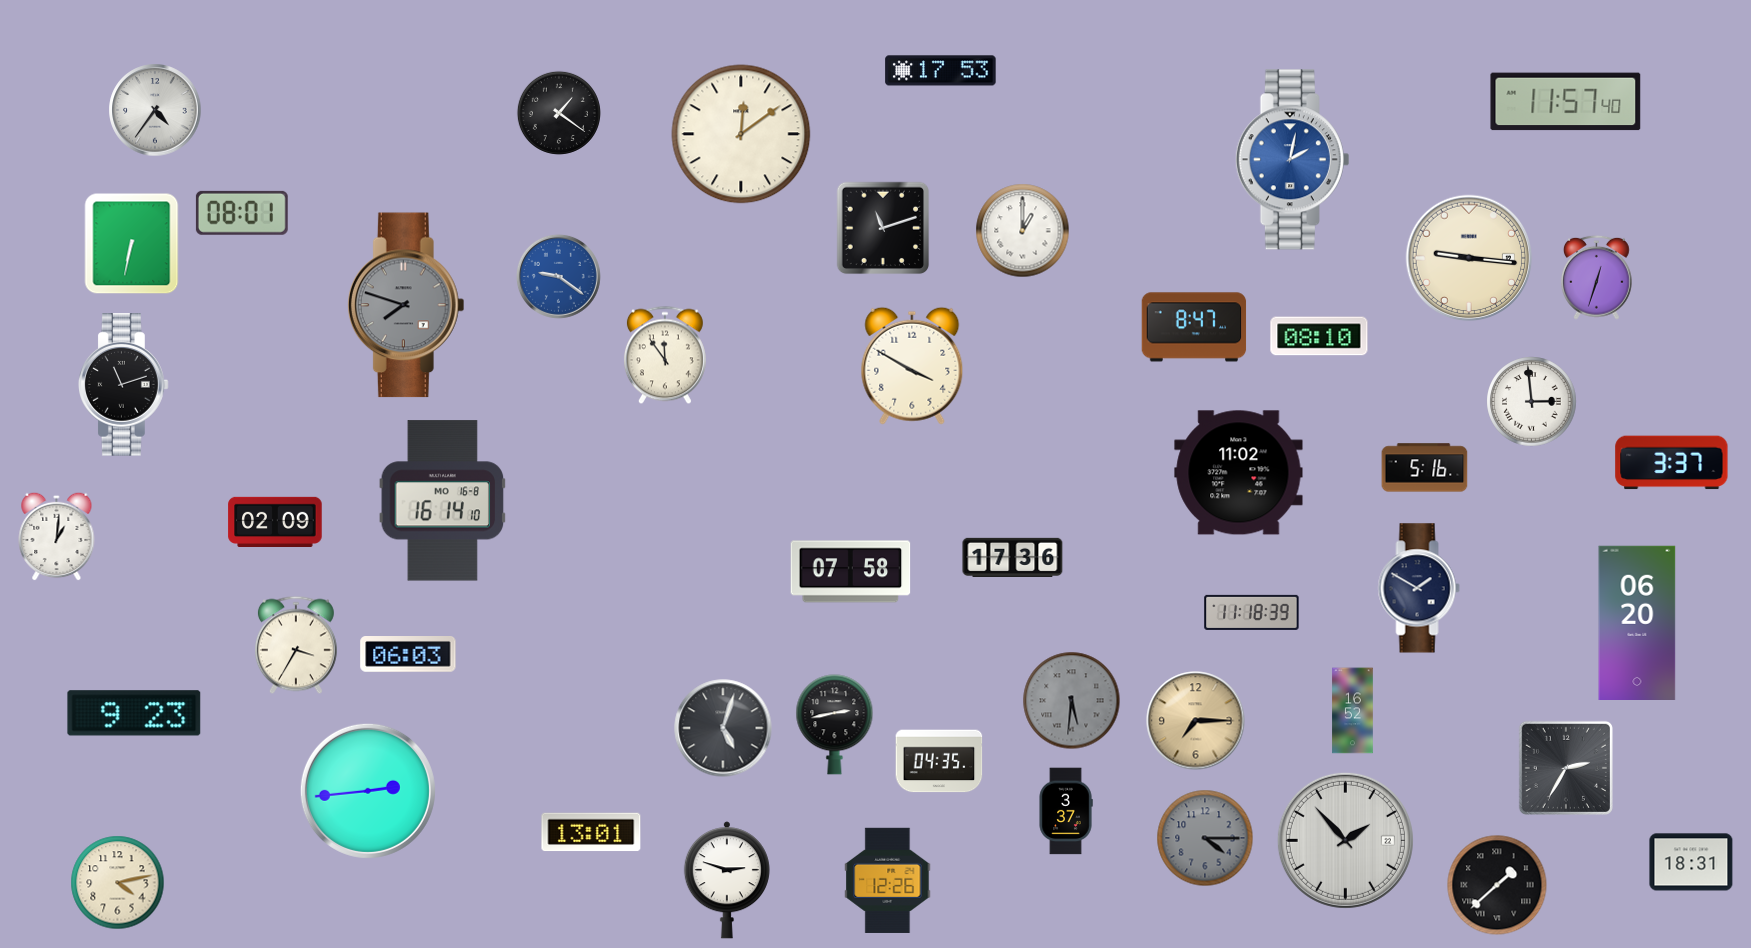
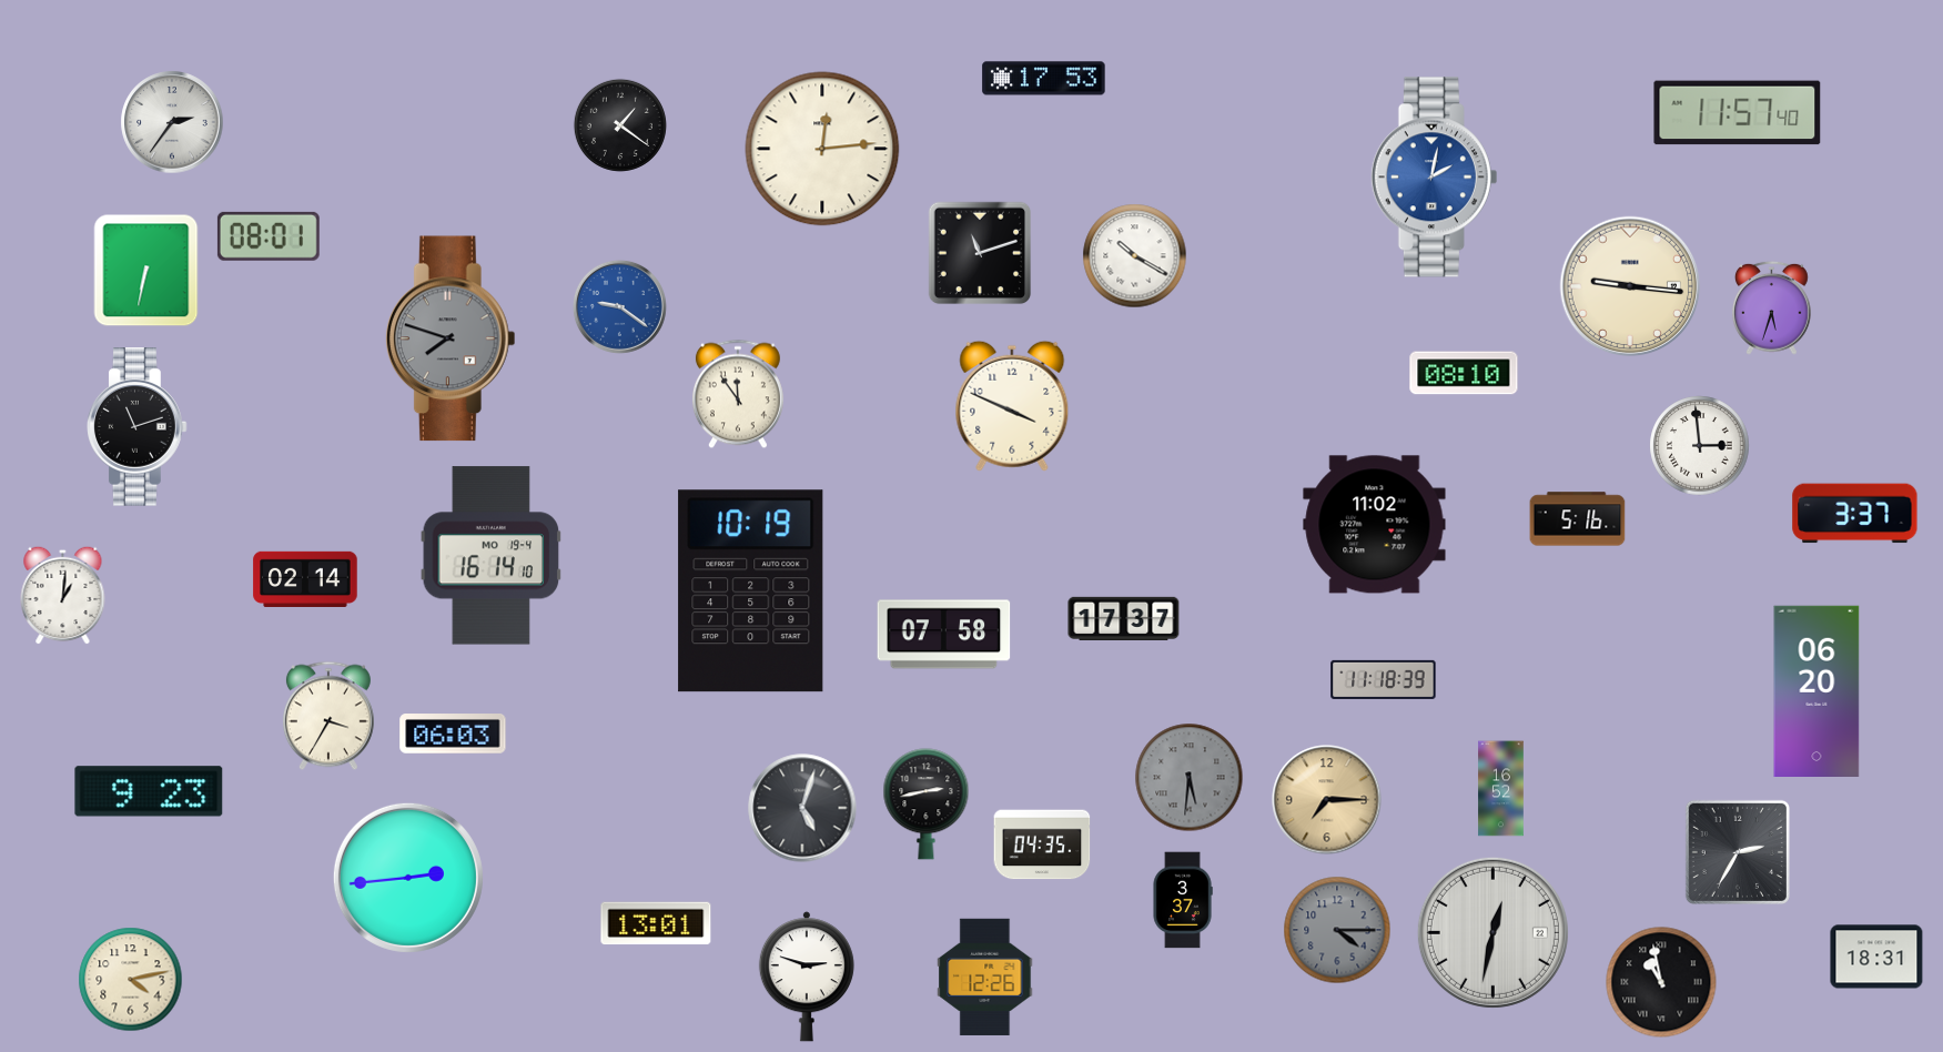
clock at (155, 110): 4:36 -> 2:36
clock at (741, 134): 12:09 -> 12:14
clock at (1023, 231): 1:00 -> 10:20
clock at (1597, 277): 12:33 -> 5:33
clock at (1194, 327): 8:47 -> none
clock at (912, 366): 3:50 -> 3:49
clock at (1425, 468) position: (1425, 468) -> (1578, 519)
clock at (443, 501) date: MO 16-8 -> MO 19-4
clock at (275, 521): 02:09 -> 02:14
clock at (751, 591): none -> 10:19
clock at (1013, 557): 17:36 -> 17:37
clock at (1419, 588): 1:50 -> none
clock at (1252, 612) position: (1252, 612) -> (1384, 679)
clock at (408, 655) position: (408, 655) -> (453, 735)
clock at (1345, 840): 1:53 -> 12:32
clock at (1497, 885): 1:38 -> 10:58
